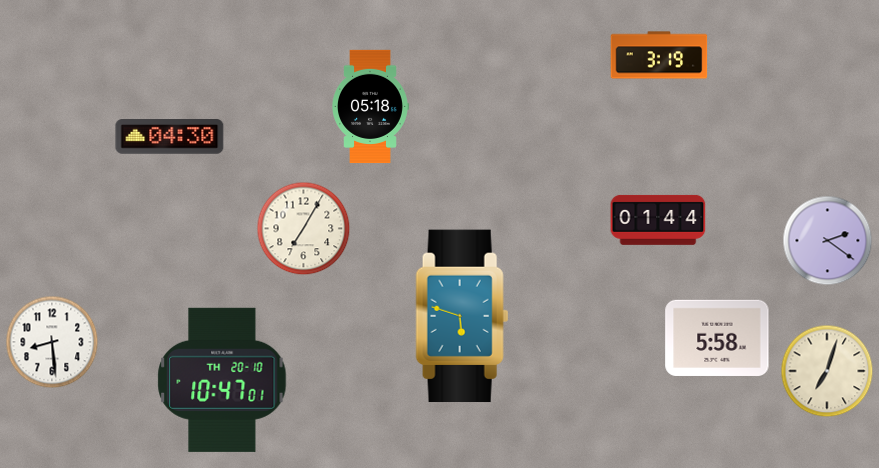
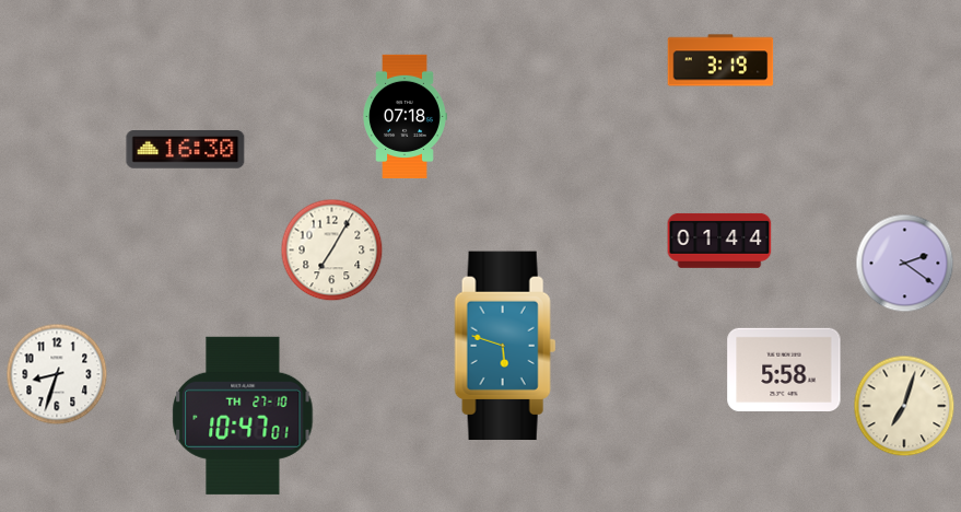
clock at (370, 106): 05:18 -> 07:18
clock at (170, 137): 04:30 -> 16:30
clock at (52, 342): 8:29 -> 8:33
clock at (222, 380) date: TH 20-10 -> TH 27-10
